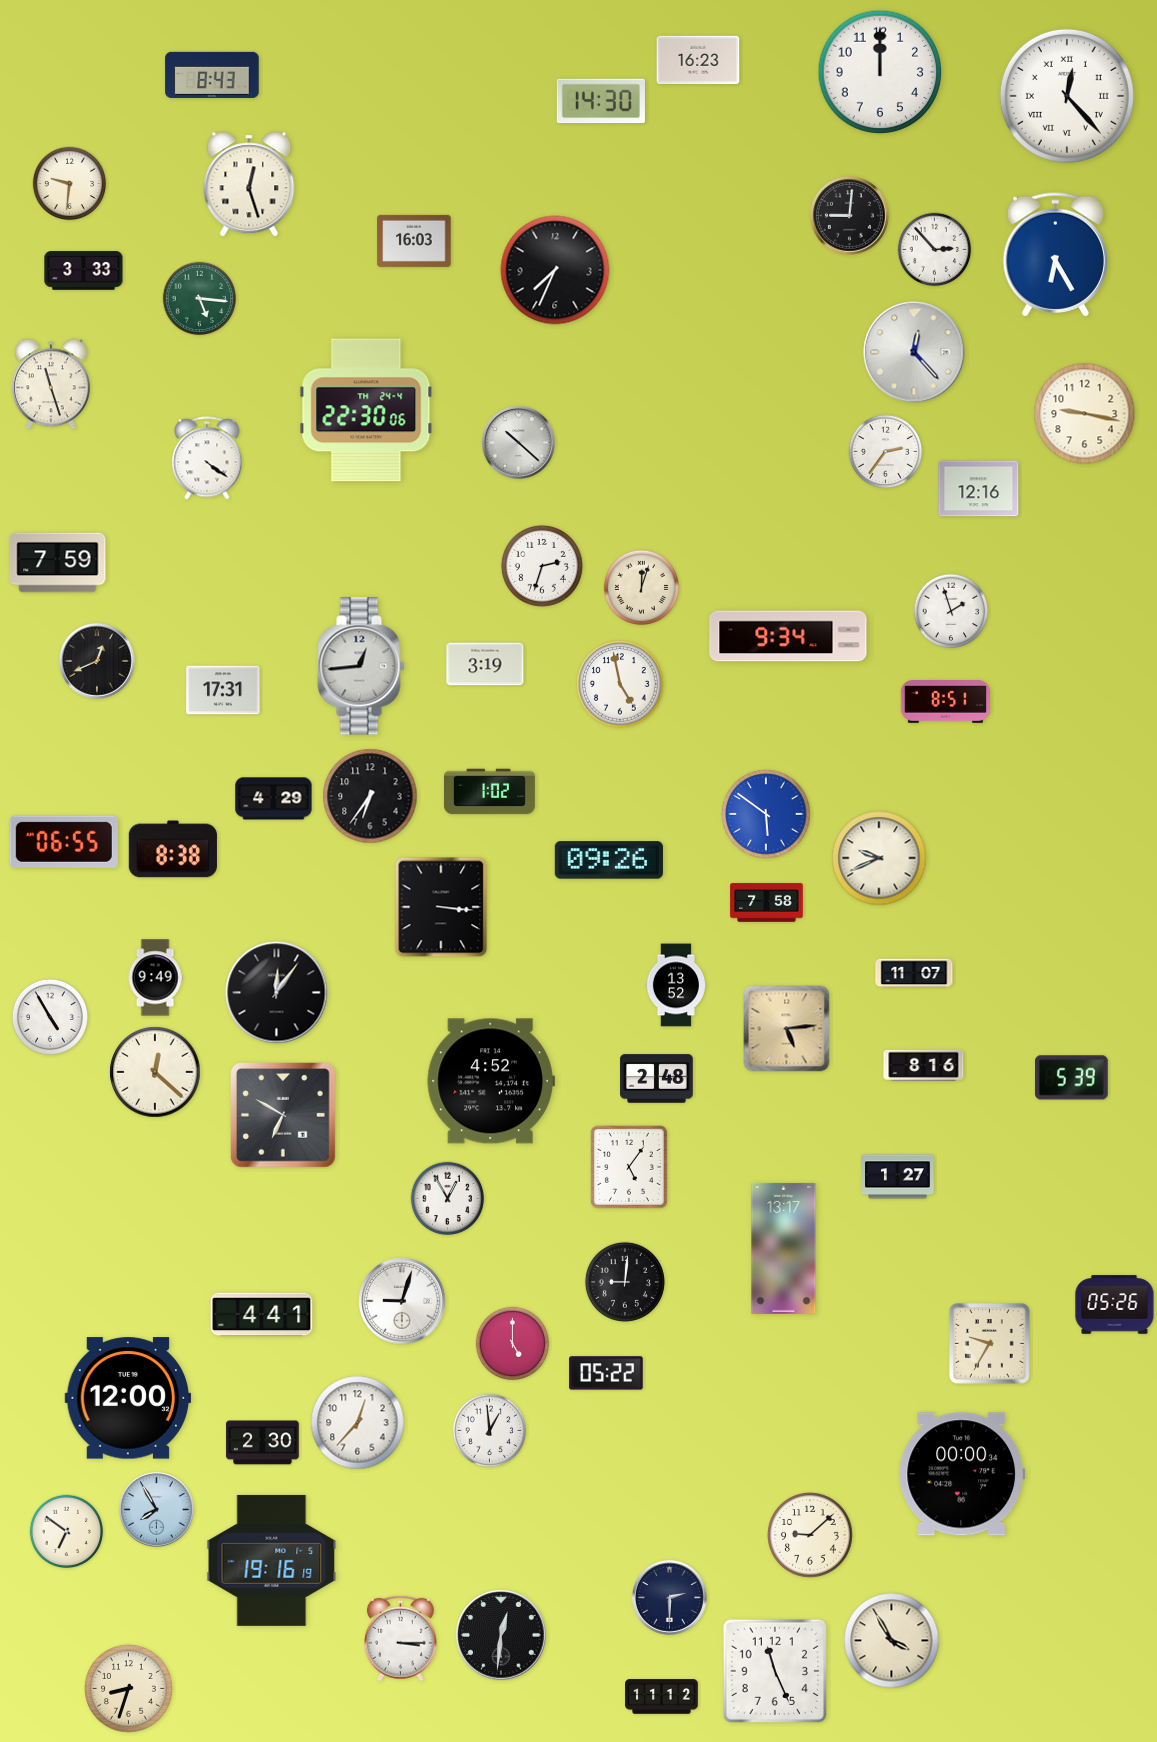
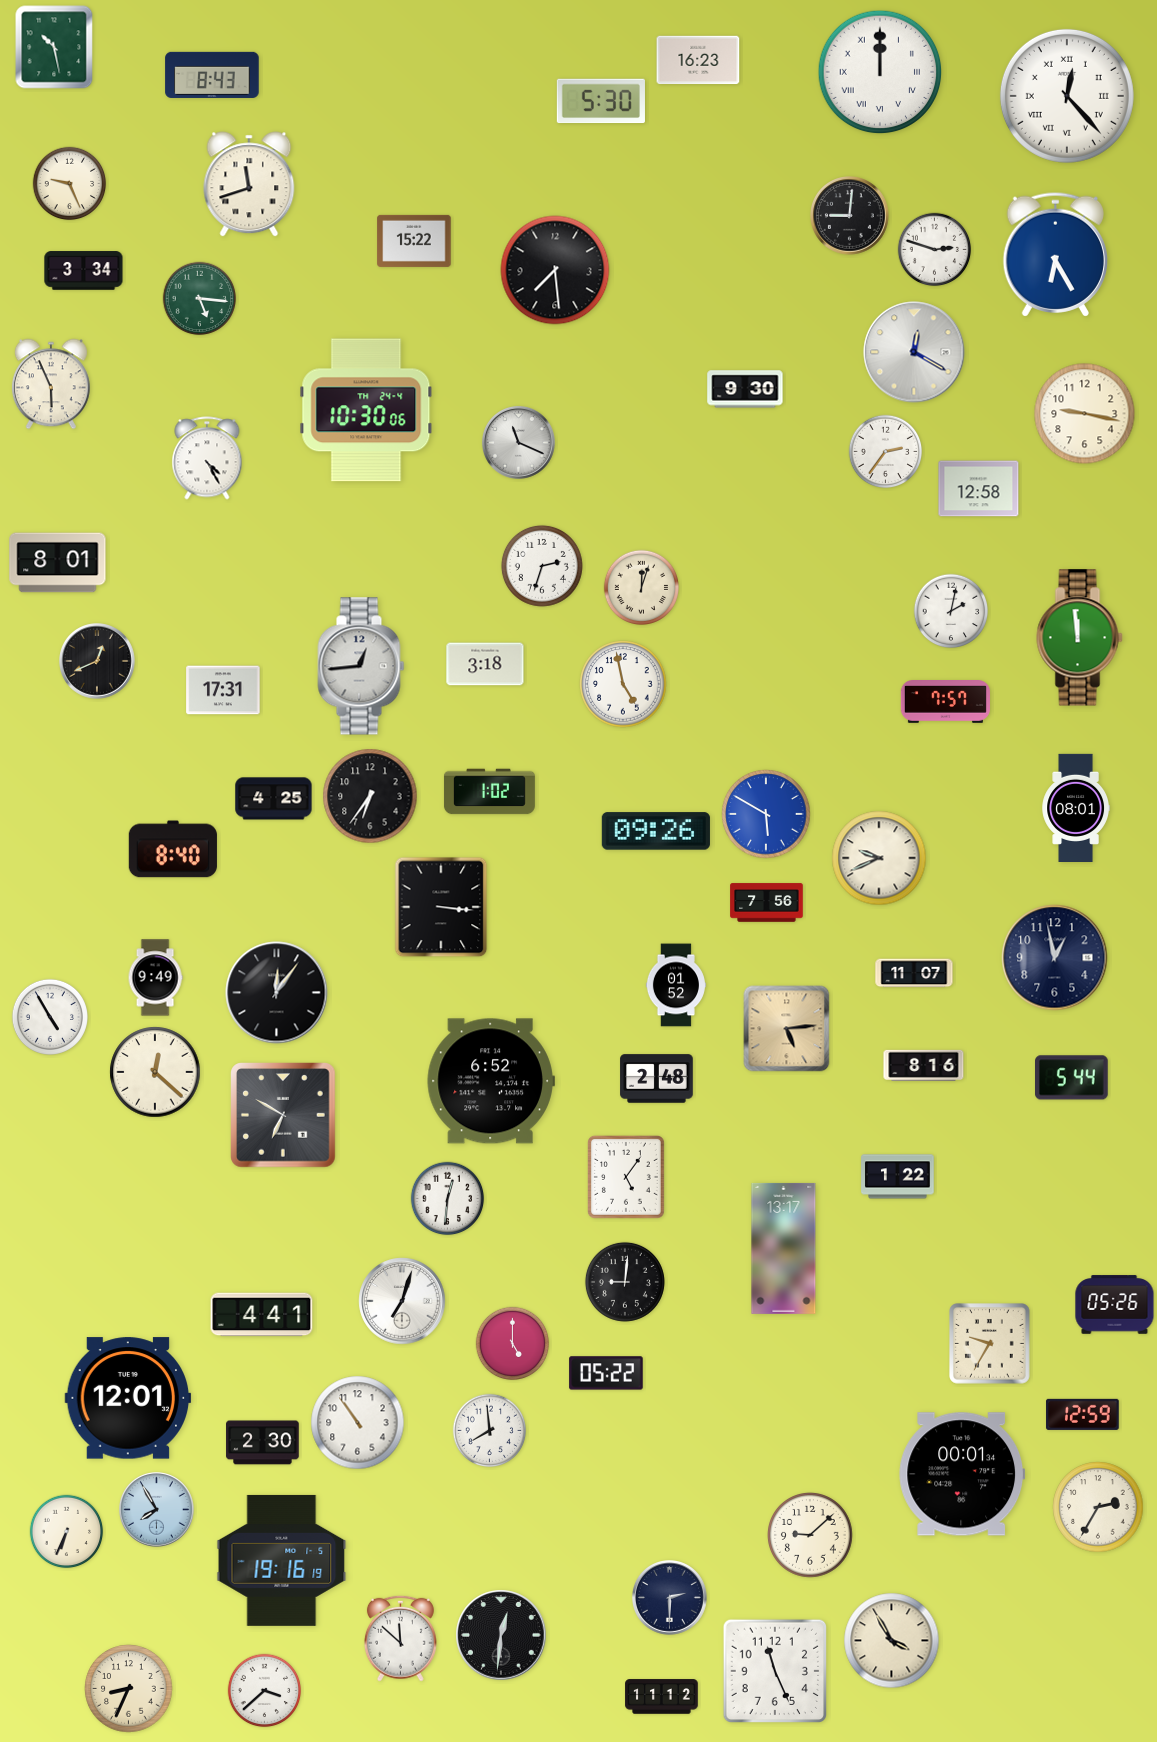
clock at (54, 47): none -> 10:28
clock at (880, 72) numerals: Arabic -> Roman
clock at (601, 101): 14:30 -> 5:30
clock at (70, 184): 9:31 -> 9:26
clock at (249, 184): 12:27 -> 11:42
clock at (414, 241): 16:03 -> 15:22
clock at (935, 250): 2:53 -> 2:48
clock at (555, 270): 7:34 -> 7:29
clock at (84, 271): 3:33 -> 3:34
clock at (914, 352): 12:23 -> 12:20
clock at (51, 384): 11:27 -> 5:56
clock at (745, 389): none -> 9:30
clock at (366, 410): 22:30 -> 10:30
clock at (518, 442): 10:22 -> 11:19
clock at (207, 458): 4:21 -> 4:25
clock at (979, 489): 12:16 -> 12:58
clock at (58, 563): 7:59 -> 8:01
clock at (951, 611): 1:57 -> 2:02
clock at (788, 636): 9:34 -> none
clock at (1080, 638): none -> 11:59
clock at (485, 664): 3:19 -> 3:18
clock at (620, 684) position: (620, 684) -> (623, 684)
clock at (945, 702): 8:51 -> 7:57
clock at (274, 799): 4:29 -> 4:25
clock at (1075, 807): none -> 08:01
clock at (766, 814): 5:51 -> 5:50
clock at (64, 842): 06:55 -> none
clock at (173, 849): 8:38 -> 8:40
clock at (609, 860) position: (609, 860) -> (656, 831)
clock at (767, 903): 7:58 -> 7:56
clock at (1055, 958): none -> 12:58
clock at (676, 985): 13:52 -> 01:52
clock at (1072, 1078): 5:39 -> 5:44
clock at (491, 1081): 4:52 -> 6:52
clock at (629, 1167) position: (629, 1167) -> (626, 1177)
clock at (898, 1177): 1:27 -> 1:22
clock at (448, 1199): 12:55 -> 12:31
clock at (402, 1301): 9:03 -> 7:03
clock at (128, 1398): 12:00 -> 12:01
clock at (1083, 1414): none -> 12:59
clock at (358, 1423): 12:37 -> 10:54
clock at (490, 1431): 12:59 -> 7:59
clock at (962, 1474): 00:00 -> 00:01
clock at (1098, 1507): none -> 2:35
clock at (67, 1532): 6:51 -> 6:34
clock at (272, 1560) position: (272, 1560) -> (282, 1560)
clock at (400, 1638): 3:15 -> 11:52
clock at (129, 1689): 8:33 -> 8:34
clock at (265, 1691): none -> 3:38
